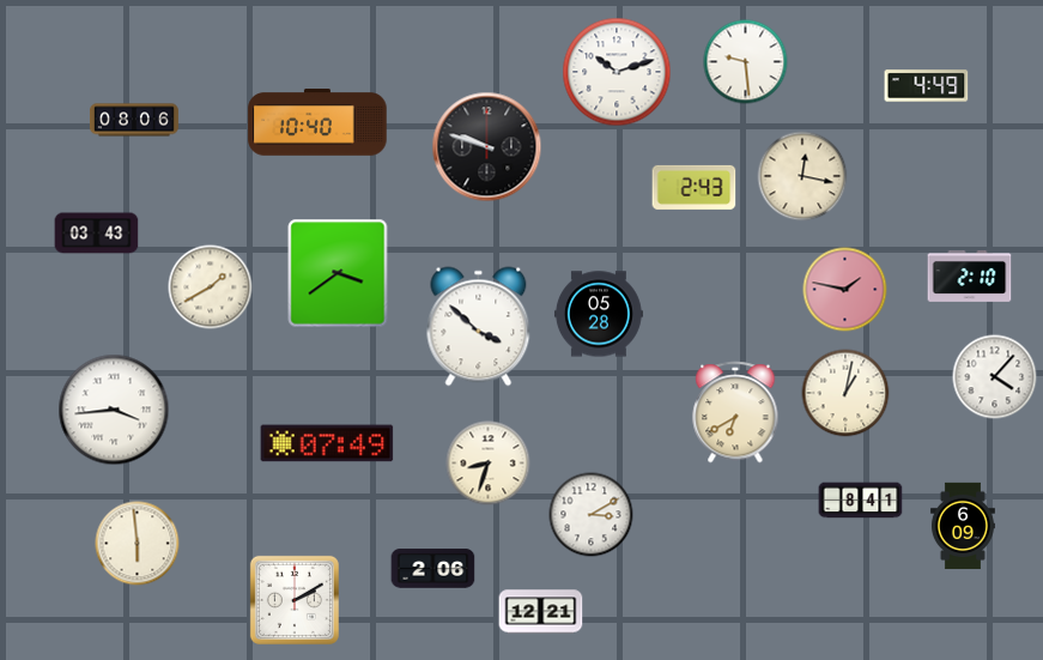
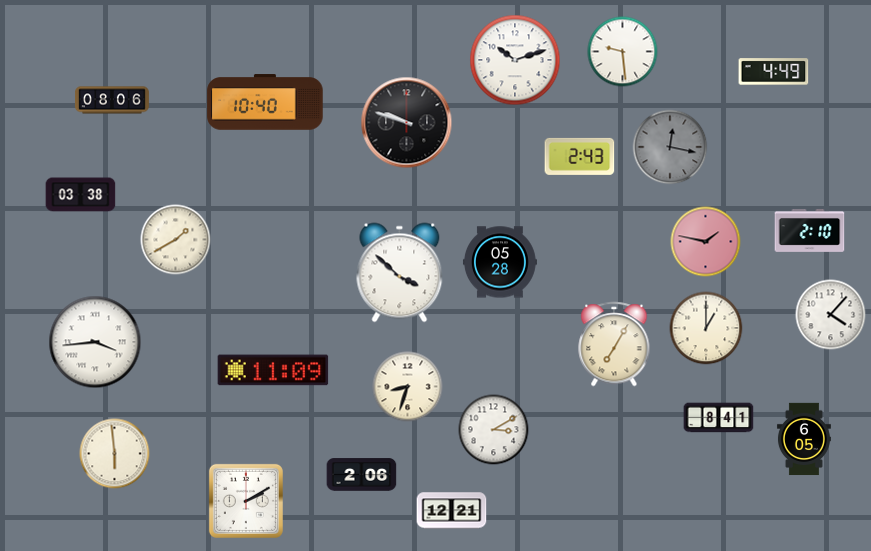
clock at (802, 176) dial: cream -> grey
clock at (97, 234): 03:43 -> 03:38
clock at (338, 273): 3:39 -> none
clock at (845, 393): 1:02 -> 1:00
clock at (735, 412): 6:40 -> 7:05
clock at (327, 443): 07:49 -> 11:09
clock at (963, 526): 6:09 -> 6:05
